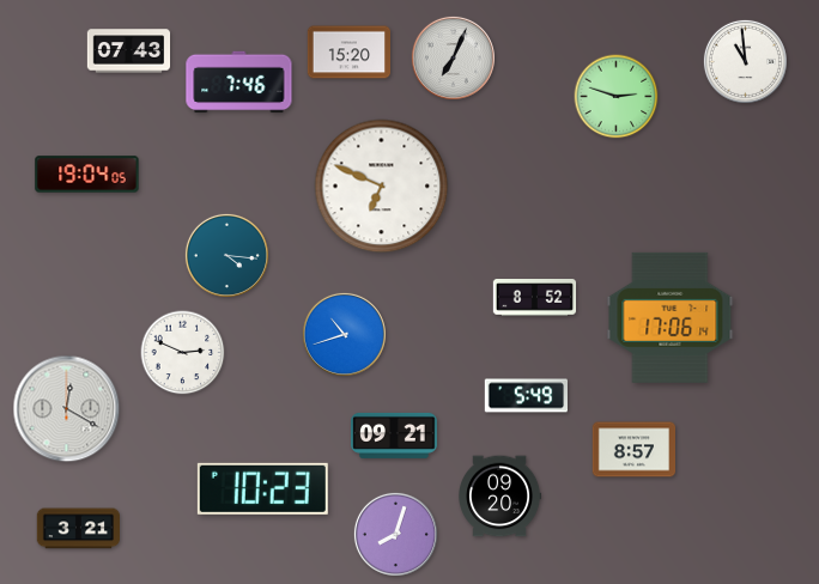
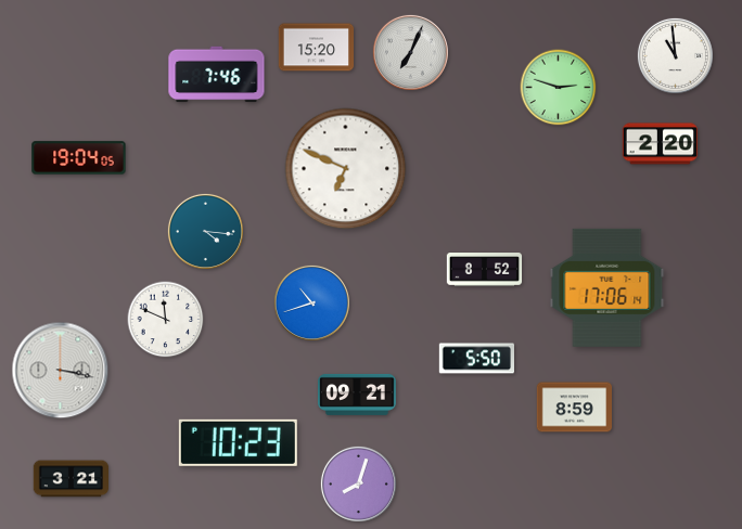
clock at (129, 51): 07:43 -> none
clock at (660, 144): none -> 2:20
clock at (183, 353): 2:49 -> 11:49
clock at (526, 396): 5:49 -> 5:50
clock at (67, 409): 12:20 -> 3:17
clock at (635, 450): 8:57 -> 8:59
clock at (499, 497): 09:20 -> none
